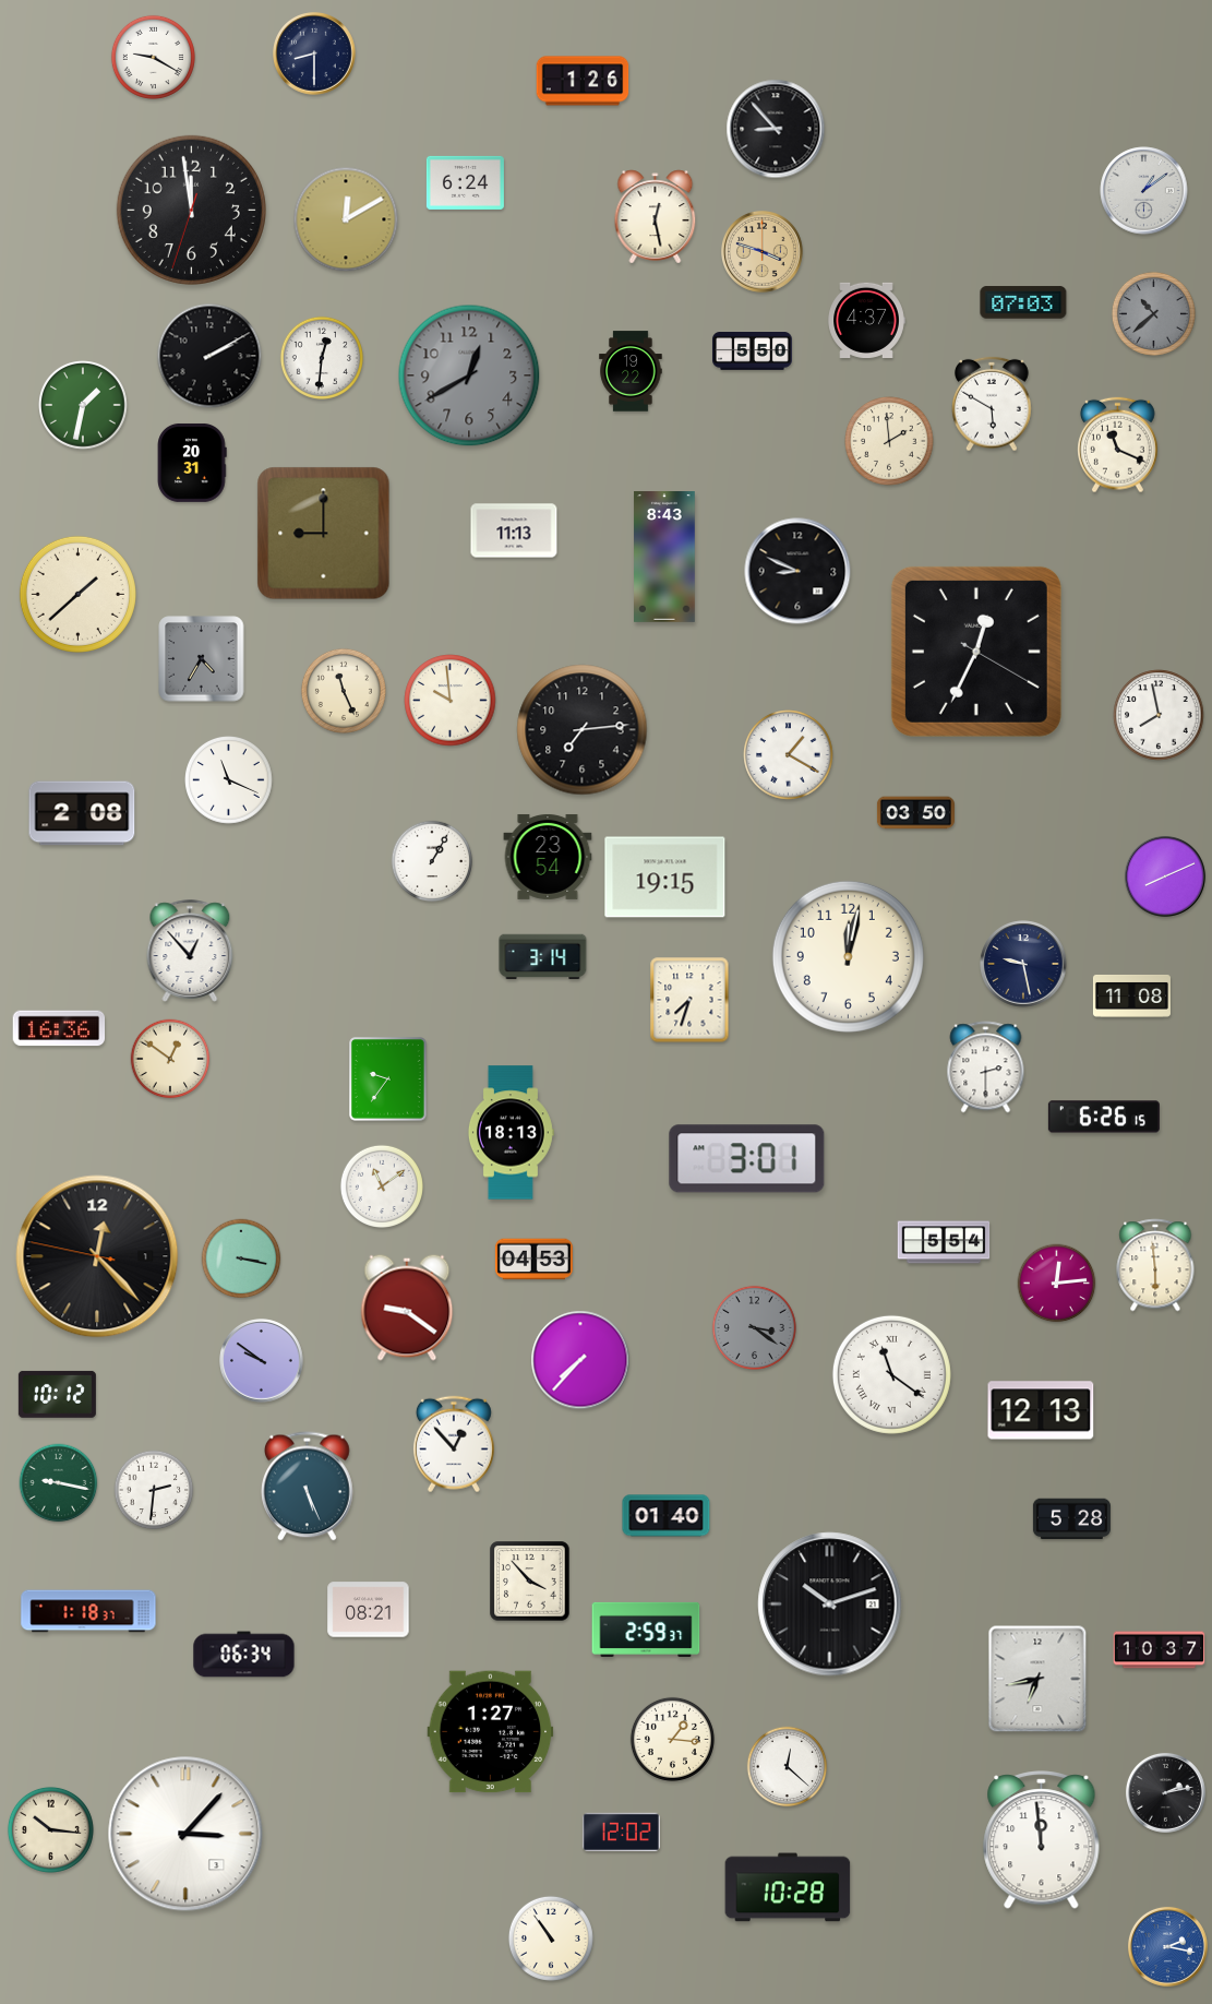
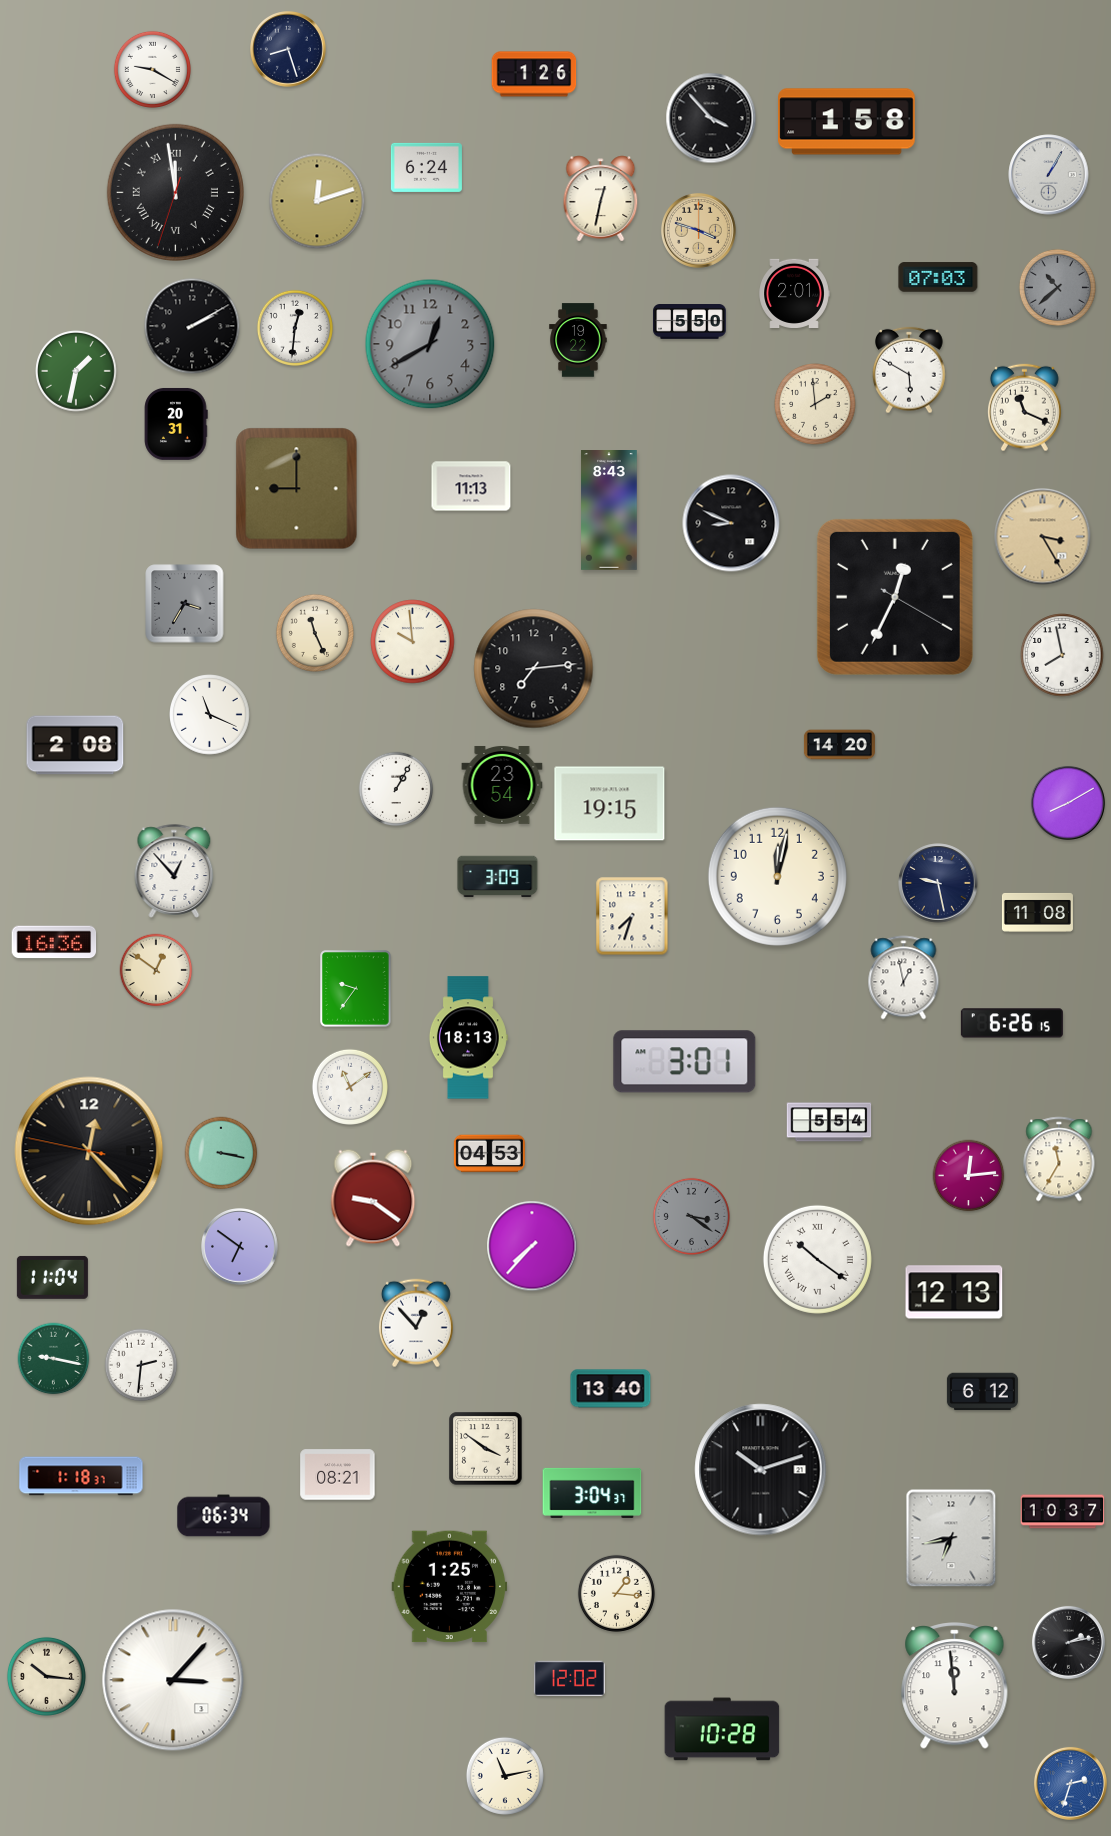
clock at (315, 55): 8:30 -> 8:27
clock at (153, 57) position: (153, 57) -> (152, 69)
clock at (776, 129): 8:53 -> 3:53
clock at (847, 122): none -> 1:58
clock at (1144, 191): 1:09 -> 1:05
clock at (191, 210) numerals: Arabic -> Roman
clock at (656, 217): 12:28 -> 12:32
clock at (346, 219): 12:10 -> 12:12
clock at (866, 320): 4:37 -> 2:01
clock at (1043, 537): none -> 3:25
clock at (77, 594): 1:38 -> none
clock at (202, 659): 4:35 -> 3:35
clock at (789, 755): 1:20 -> none
clock at (915, 813): 03:50 -> 14:20
clock at (1165, 876): 8:11 -> 8:10
clock at (543, 957): 3:14 -> 3:09
clock at (986, 1067): 2:30 -> 12:58
clock at (944, 1242) position: (944, 1242) -> (829, 1122)
clock at (1155, 1265): 5:59 -> 11:35
clock at (262, 1361): 9:51 -> 6:51
clock at (891, 1374): 11:21 -> 10:21
clock at (57, 1394): 10:12 -> 11:04
clock at (308, 1487): 5:26 -> none
clock at (667, 1516): 01:40 -> 13:40
clock at (1071, 1519): 5:28 -> 6:12
clock at (530, 1582): 3:53 -> 3:51
clock at (646, 1630): 2:59 -> 3:04
clock at (491, 1732): 1:27 -> 1:25
clock at (788, 1767): 12:22 -> none
clock at (185, 1834) position: (185, 1834) -> (173, 1680)
clock at (551, 1939): 10:54 -> 11:13
clock at (1167, 1946): 2:17 -> 2:33
